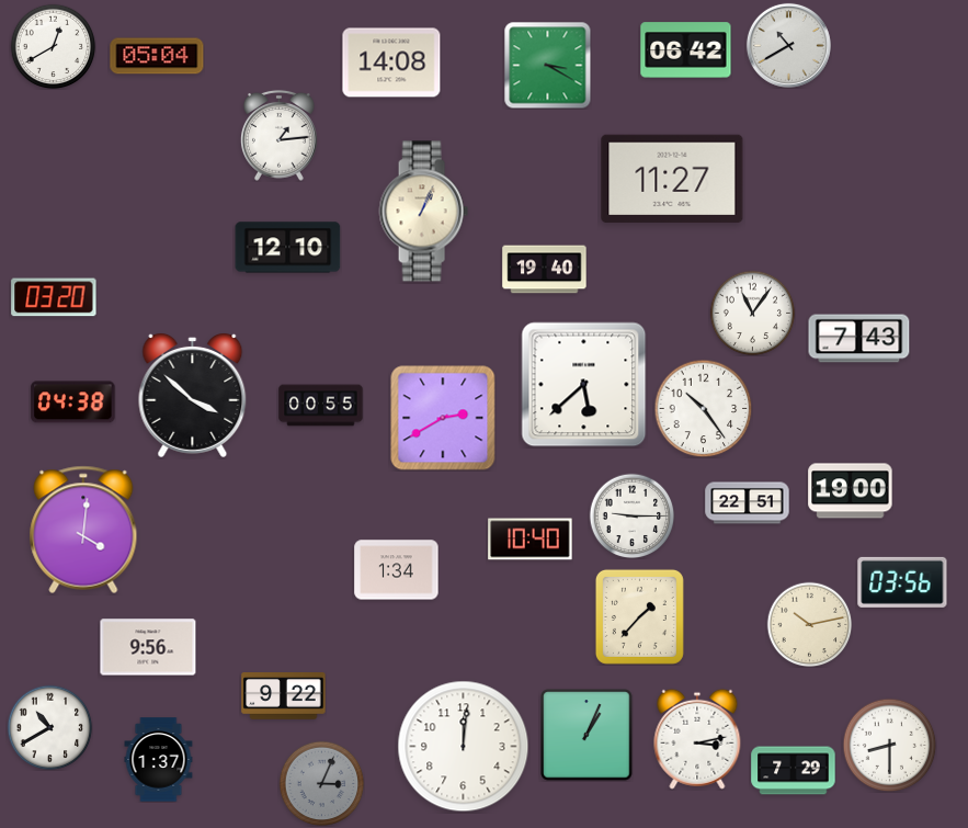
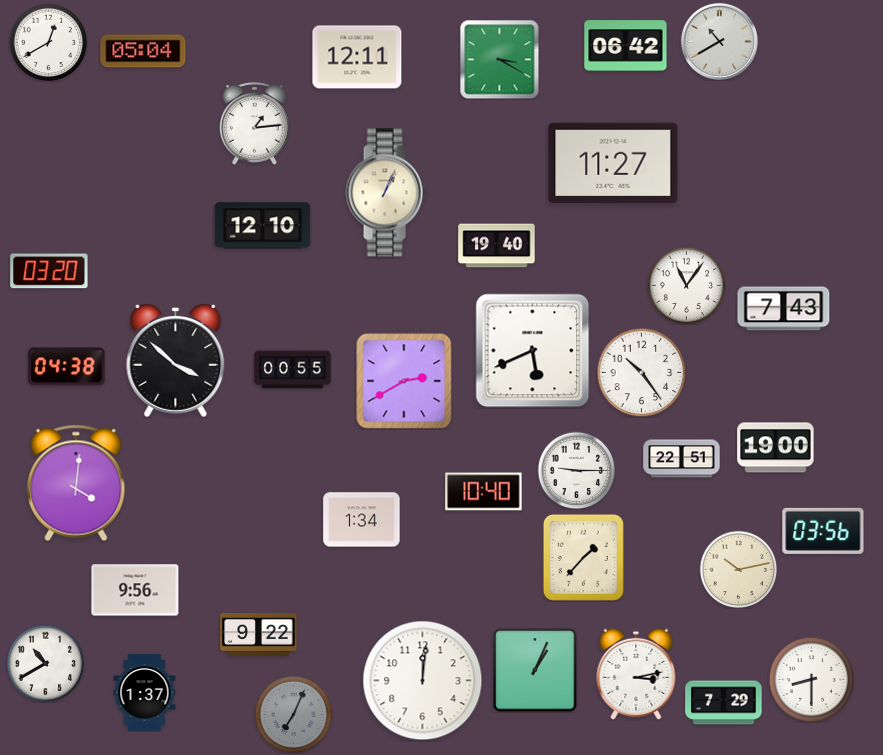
clock at (391, 63): 14:08 -> 12:11
clock at (584, 385): 5:38 -> 5:41
clock at (639, 616) position: (639, 616) -> (583, 557)
clock at (321, 783): 3:04 -> 7:04
